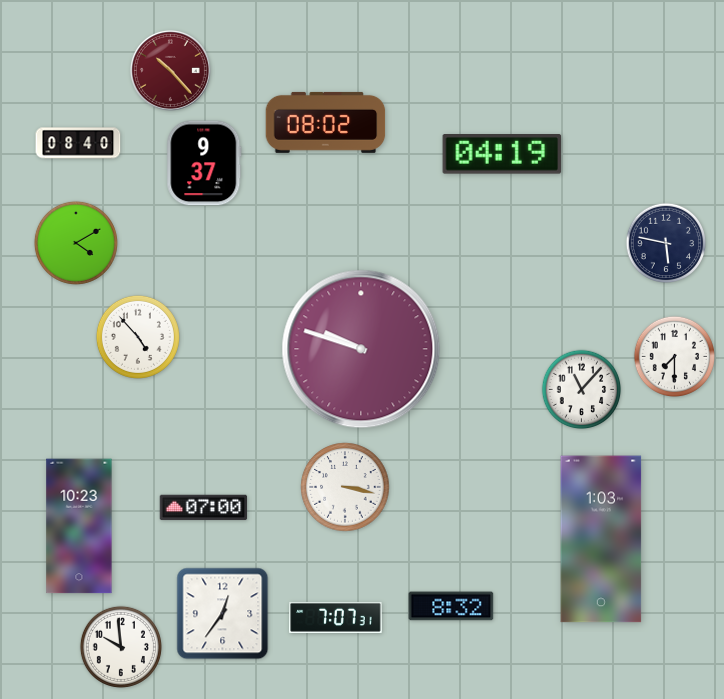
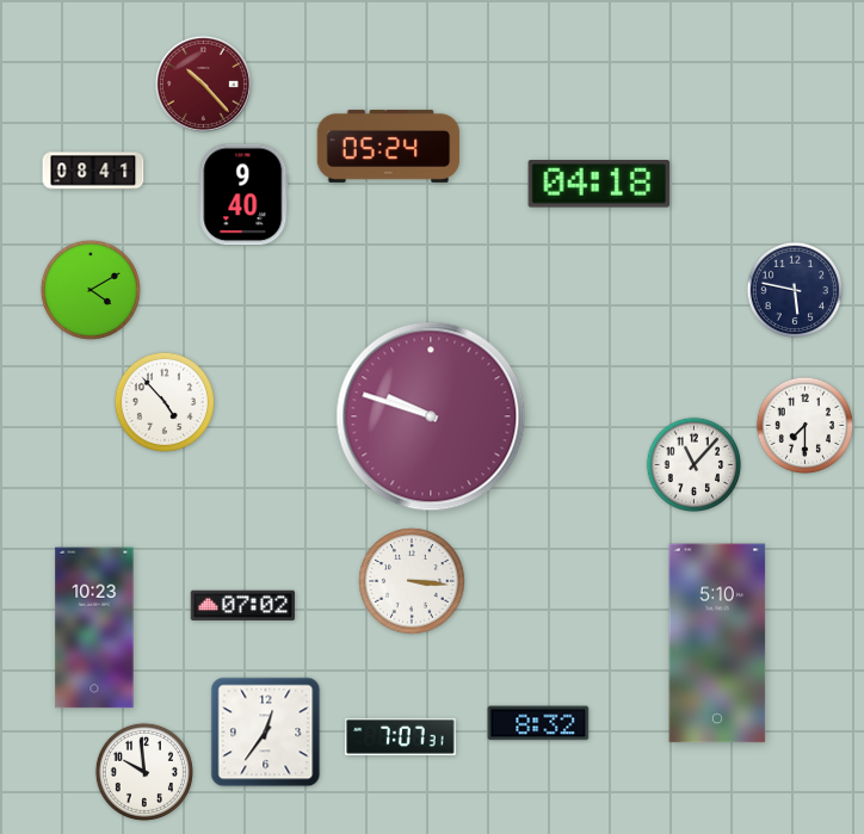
clock at (326, 122): 08:02 -> 05:24
clock at (78, 143): 08:40 -> 08:41
clock at (502, 154): 04:19 -> 04:18
clock at (204, 163): 9:37 -> 9:40
clock at (345, 487): 3:17 -> 3:16
clock at (204, 508): 07:00 -> 07:02
clock at (601, 539): 1:03 -> 5:10
